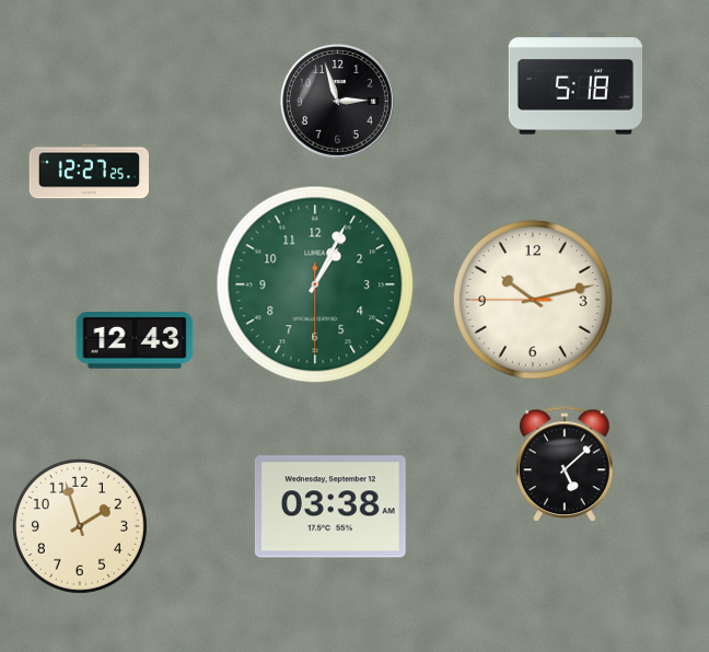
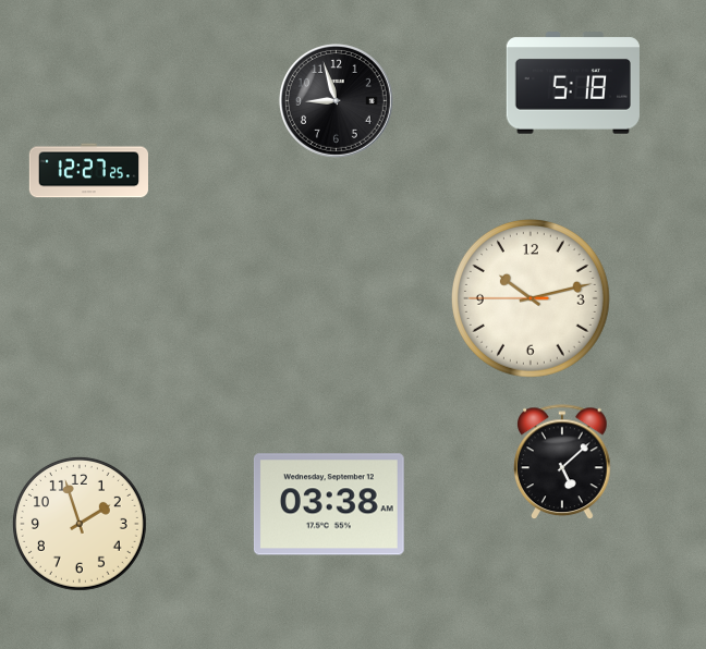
clock at (337, 101): 2:57 -> 8:57
clock at (315, 284): 1:04 -> none
clock at (135, 341): 12:43 -> none
